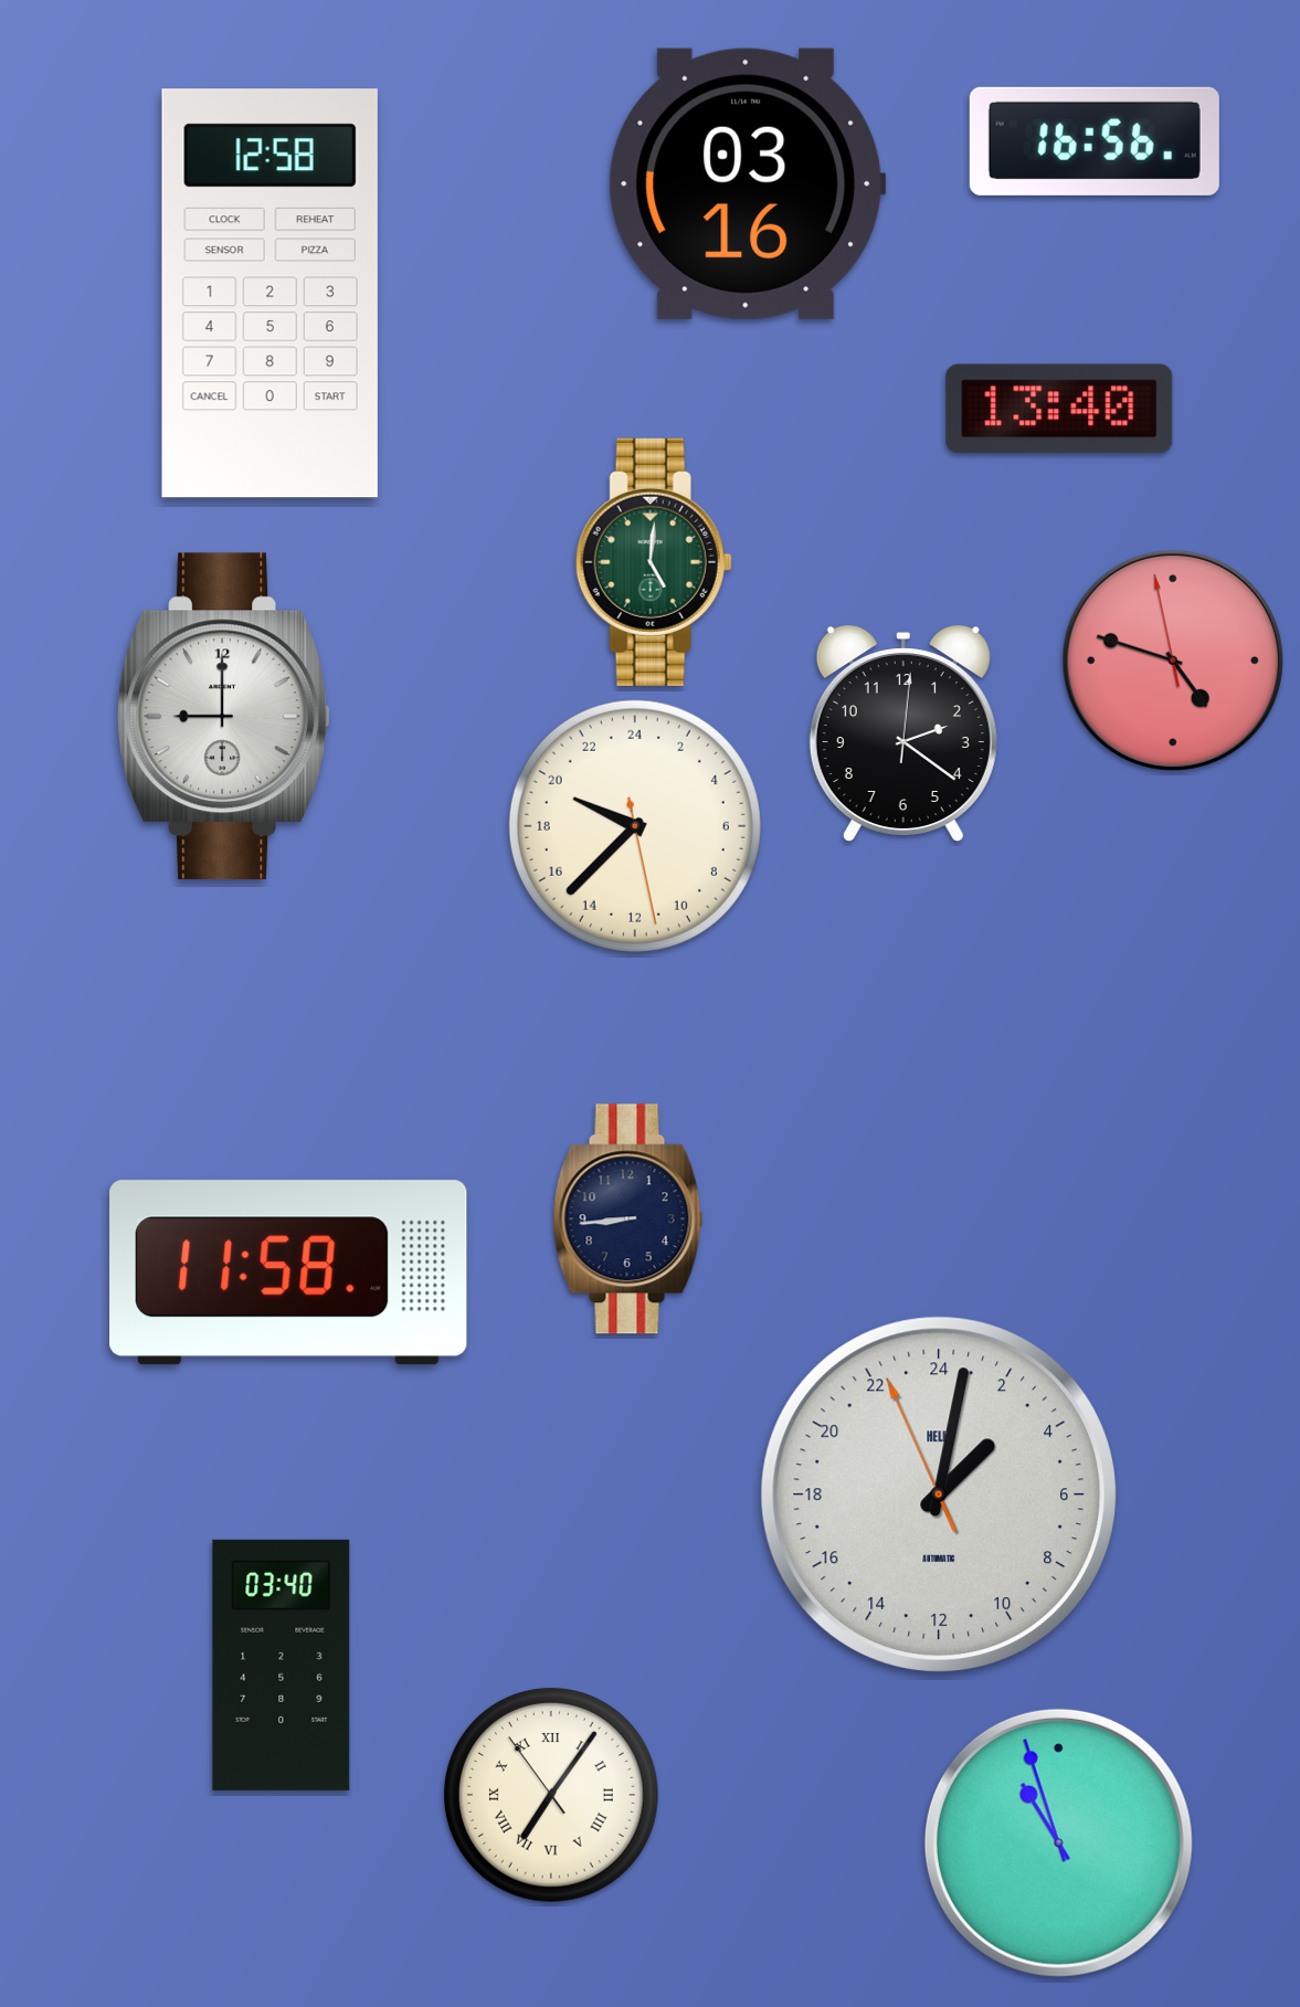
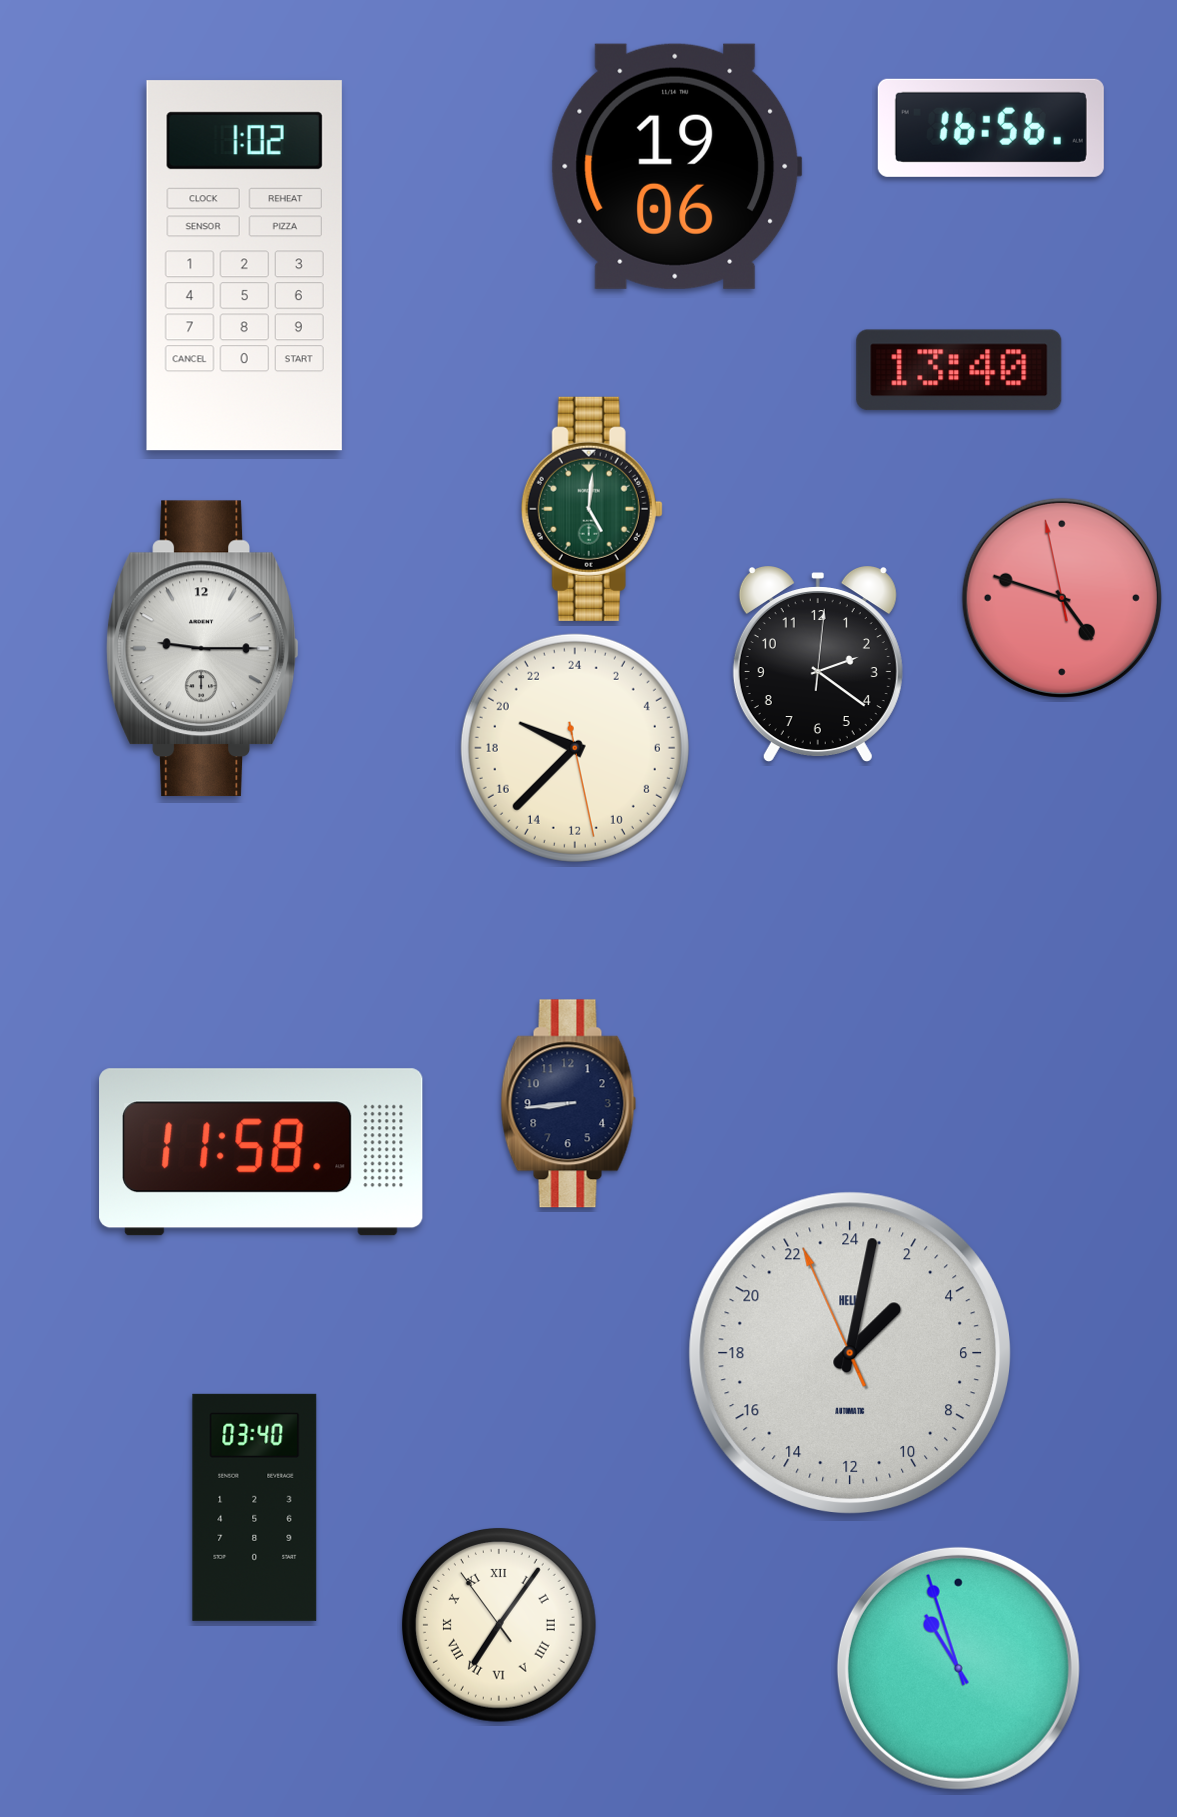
clock at (748, 183): 03:16 -> 19:06
clock at (269, 294): 12:58 -> 1:02
clock at (224, 717): 9:00 -> 9:15
